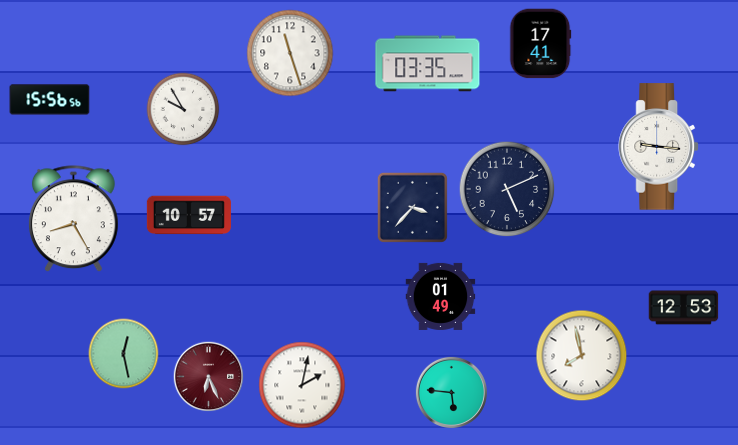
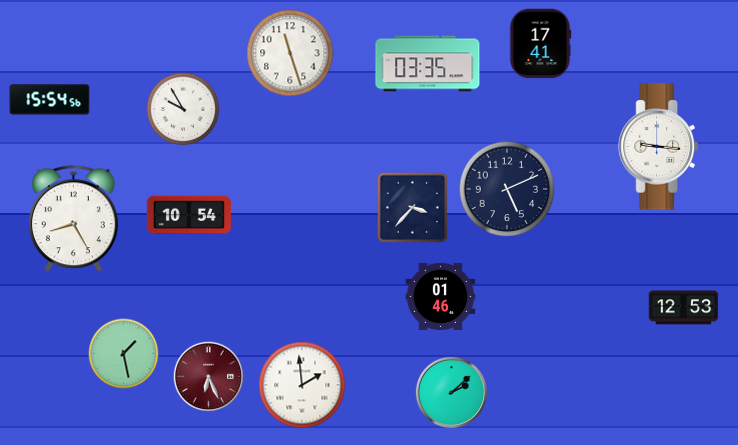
clock at (50, 100): 15:56 -> 15:54
clock at (189, 215): 10:57 -> 10:54
clock at (441, 296): 01:49 -> 01:46
clock at (124, 354): 12:28 -> 1:28
clock at (582, 356): 7:58 -> none
clock at (302, 385): 2:02 -> 1:59
clock at (451, 392): 5:46 -> 2:08
